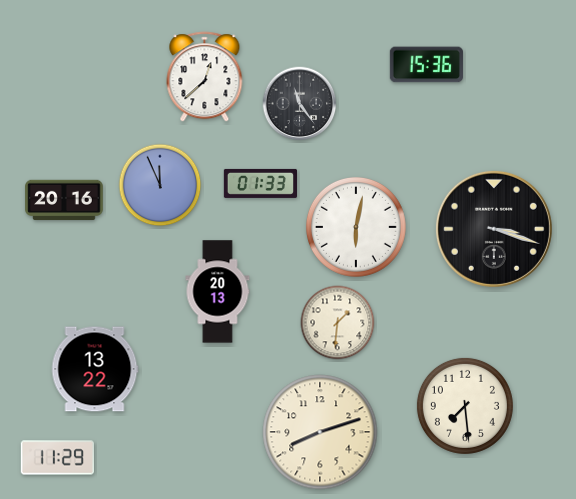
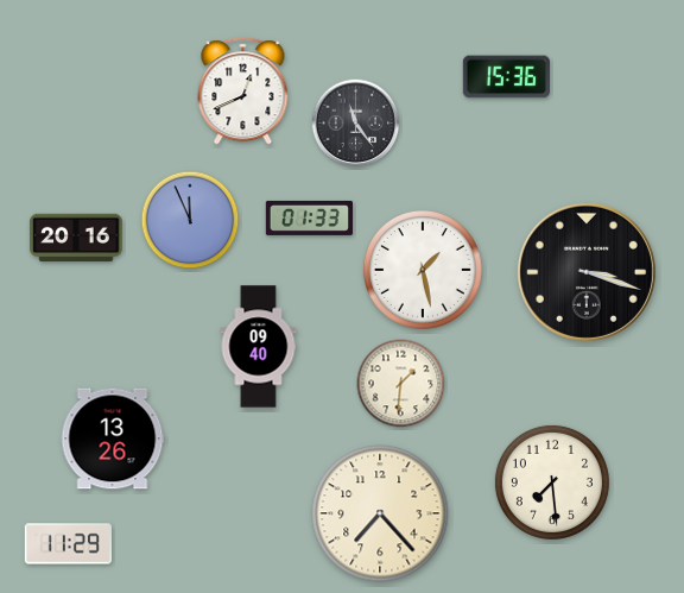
clock at (205, 77): 12:38 -> 12:41
clock at (356, 227): 6:02 -> 1:28
clock at (218, 292): 20:13 -> 09:40
clock at (95, 369): 13:22 -> 13:26
clock at (320, 432): 8:12 -> 7:23
